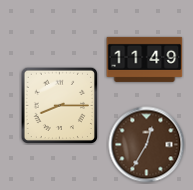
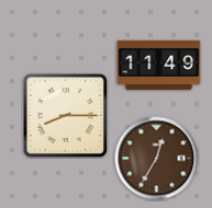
clock at (147, 145) position: (147, 145) -> (157, 159)
